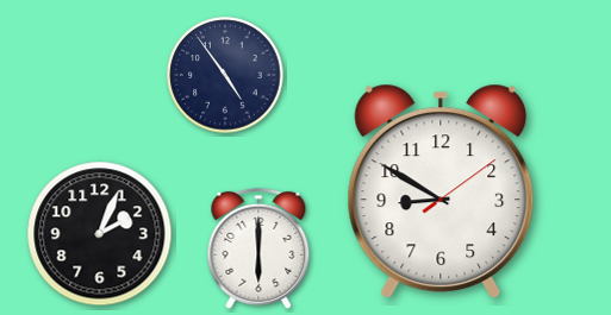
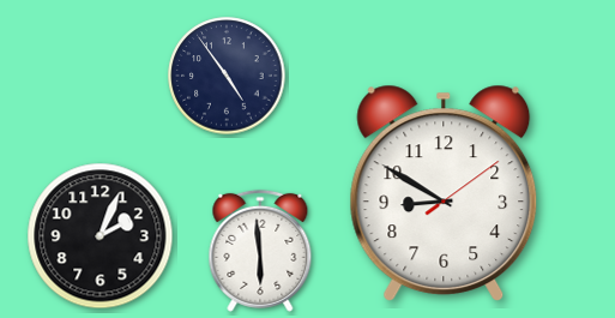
clock at (258, 248): 6:00 -> 5:59
